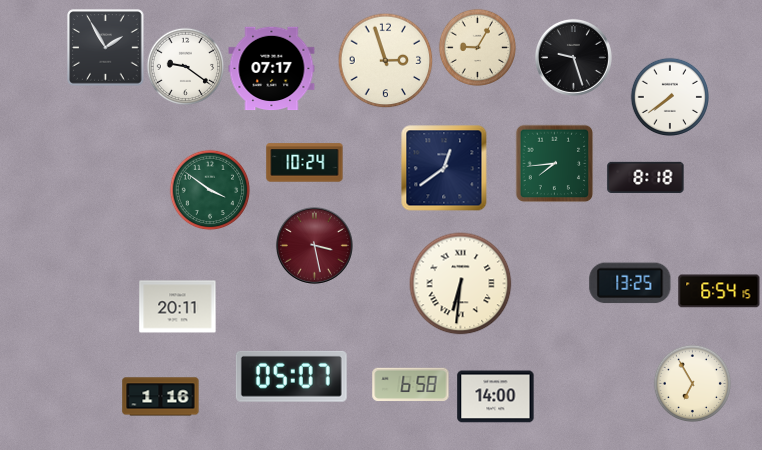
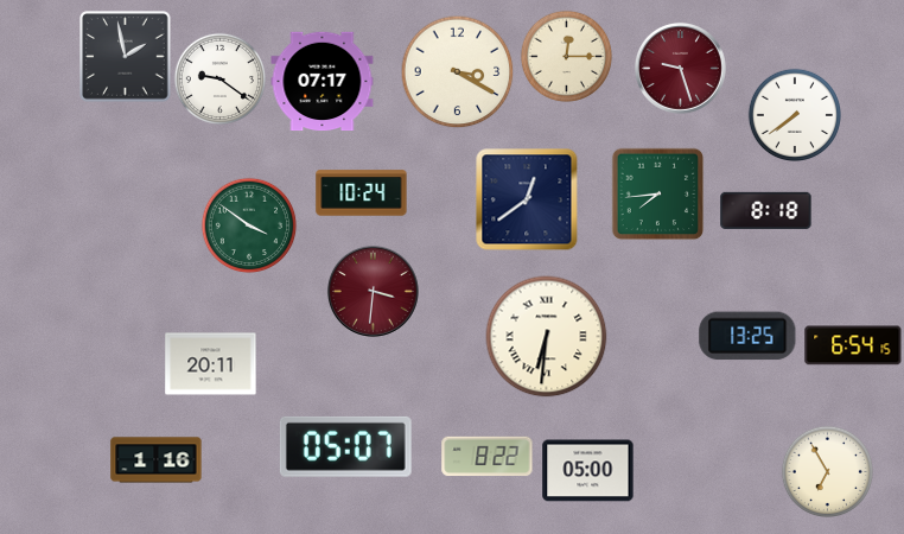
clock at (477, 47): 9:05 -> 12:15
clock at (106, 48): 1:55 -> 1:58
clock at (573, 57) dial: black -> burgundy
clock at (385, 60): 2:57 -> 3:20
clock at (314, 245): 3:28 -> 3:31
clock at (692, 383) position: (692, 383) -> (827, 471)
clock at (411, 385): 6:58 -> 8:22
clock at (161, 397) position: (161, 397) -> (157, 460)
clock at (496, 397): 14:00 -> 05:00
